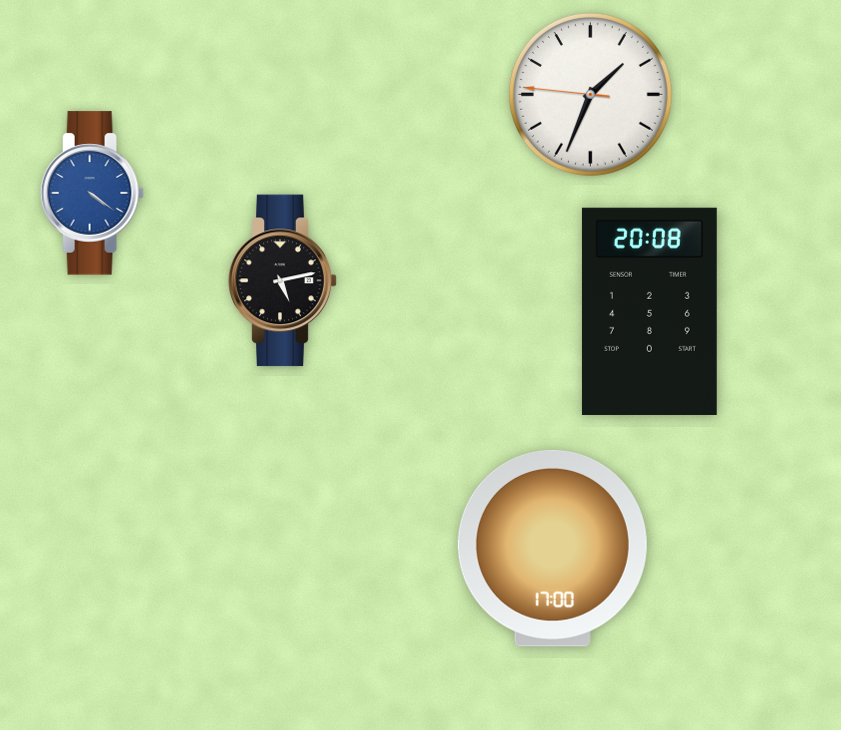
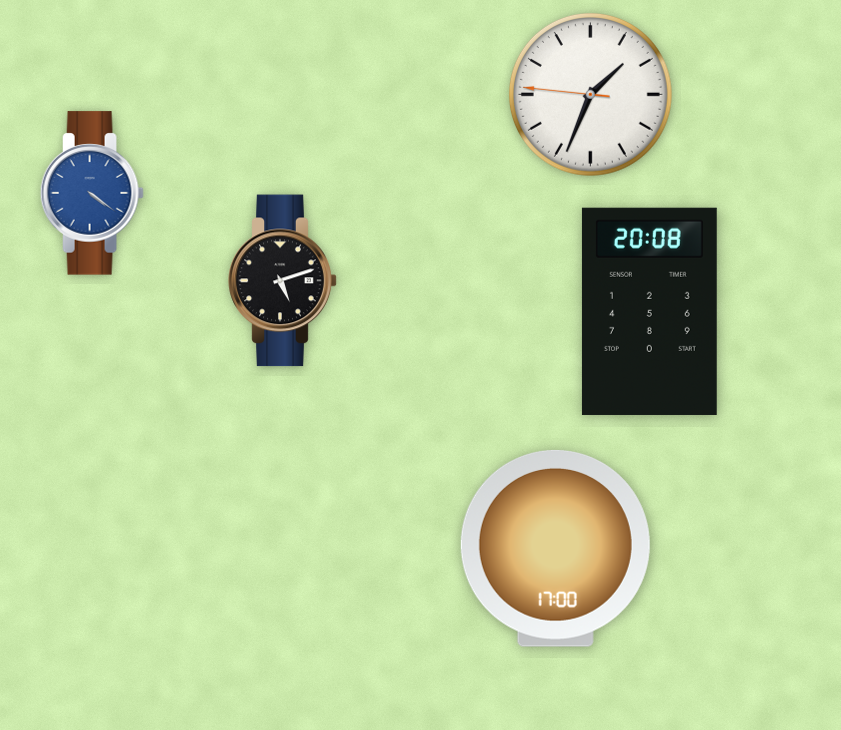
clock at (283, 281): 5:13 -> 5:12
clock at (552, 548) position: (552, 548) -> (555, 548)
